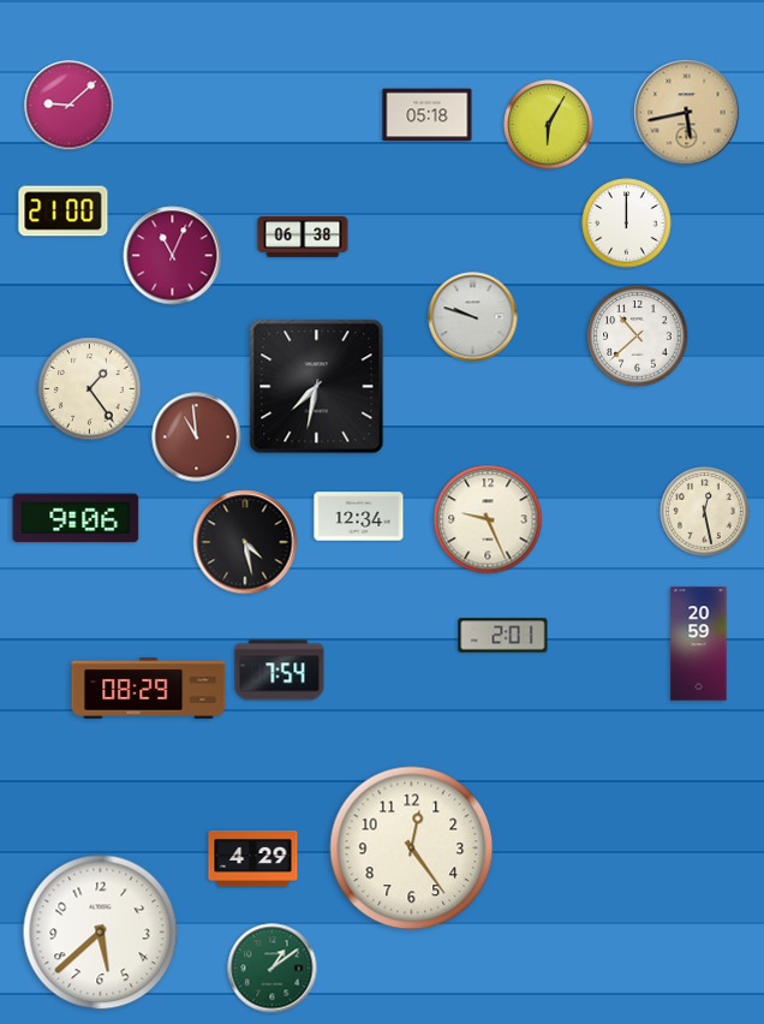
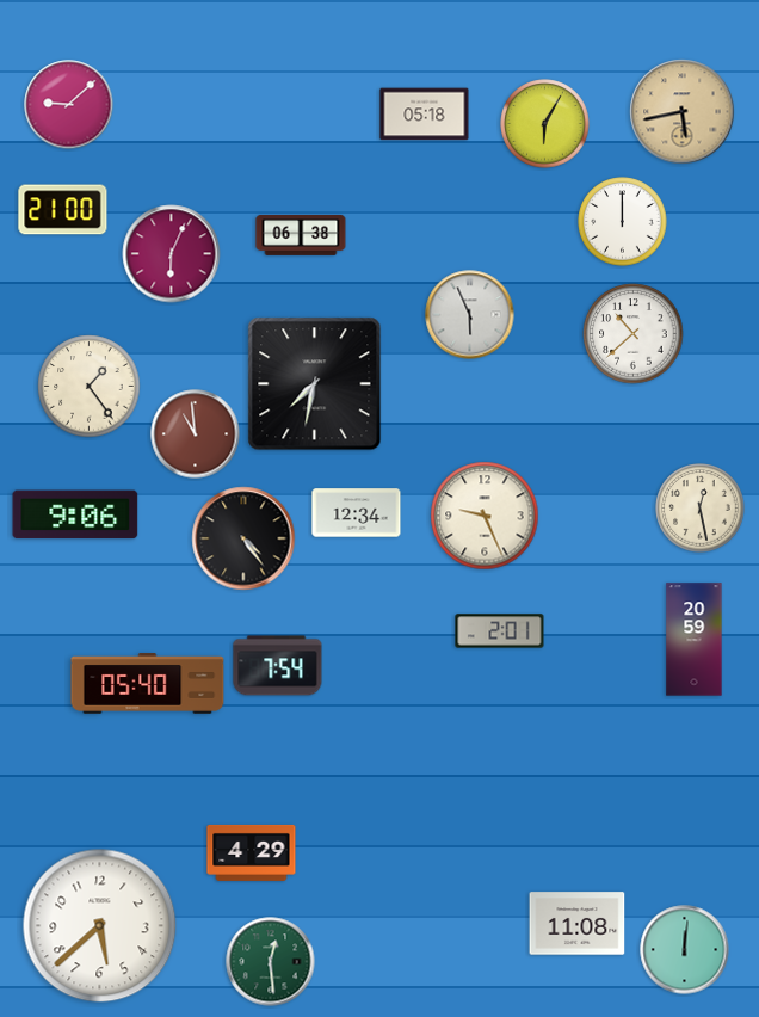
clock at (173, 256): 11:04 -> 6:04
clock at (473, 317): 9:48 -> 5:56
clock at (245, 542): 4:28 -> 4:24
clock at (149, 689): 08:29 -> 05:40
clock at (412, 849): 12:24 -> none
clock at (578, 924): none -> 11:08
clock at (685, 950): none -> 12:01
clock at (273, 969): 1:09 -> 12:29
